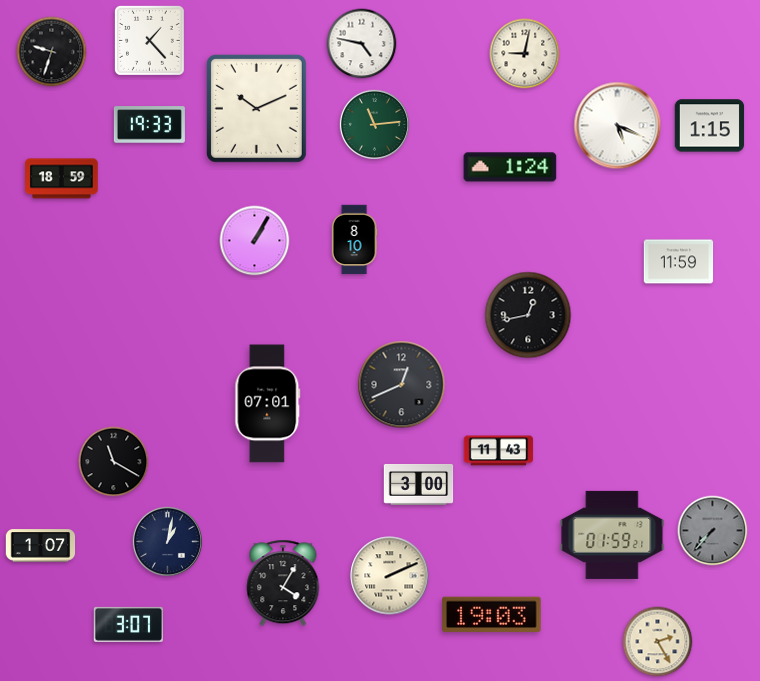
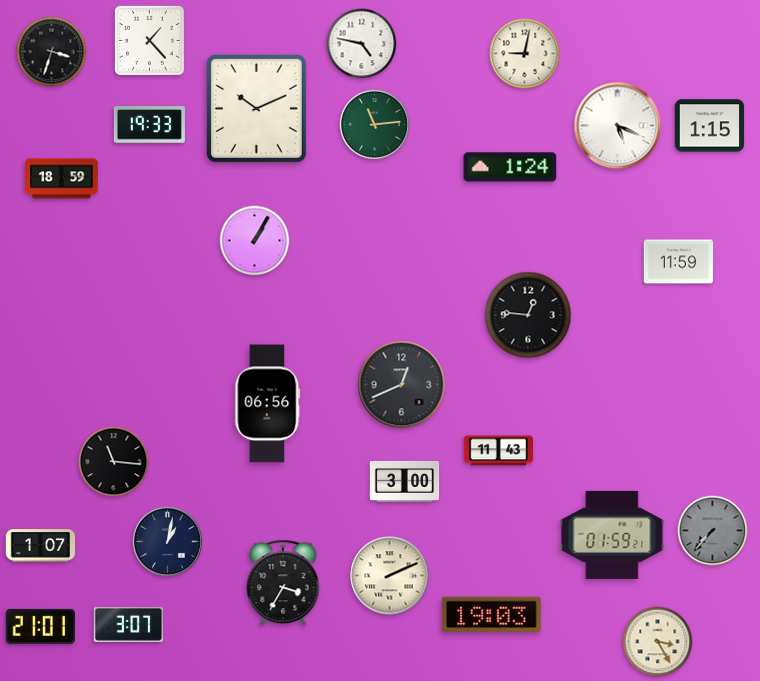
clock at (52, 52): 9:33 -> 3:33
clock at (354, 240): 8:10 -> none
clock at (528, 315): 12:43 -> 12:46
clock at (268, 404): 07:01 -> 06:56
clock at (114, 462): 11:20 -> 11:16
clock at (419, 484) position: (419, 484) -> (405, 481)
clock at (283, 583): 4:05 -> 3:35
clock at (40, 626): none -> 21:01
clock at (658, 642): 2:25 -> 3:25
